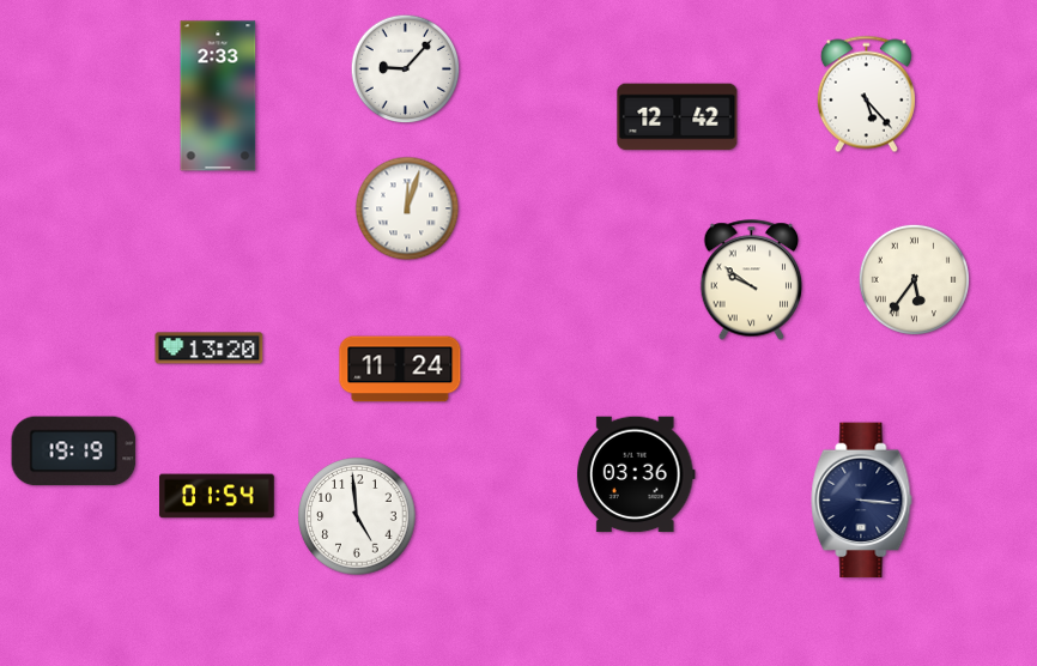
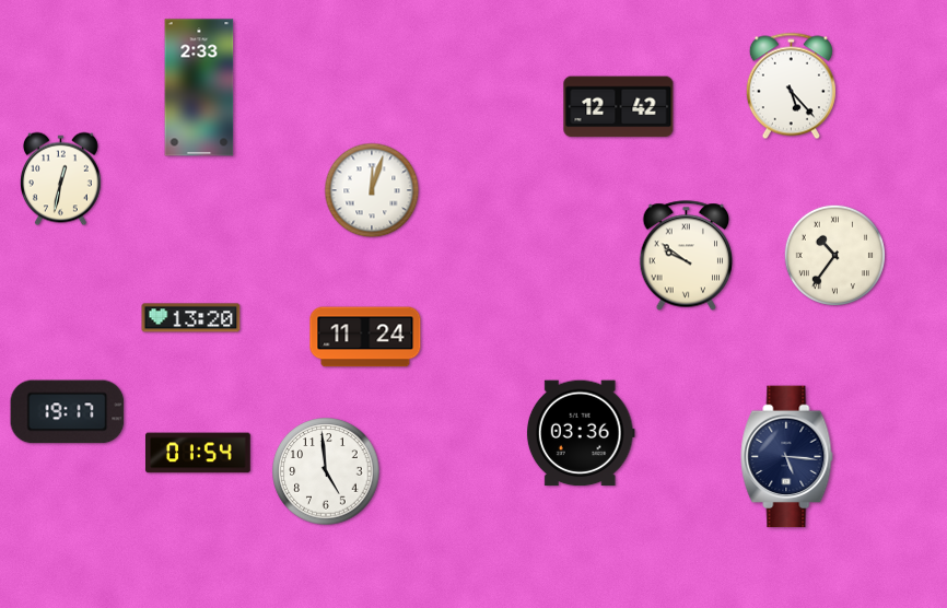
clock at (406, 69): 9:07 -> none
clock at (61, 179): none -> 12:32
clock at (914, 279): 5:36 -> 10:36
clock at (74, 452): 19:19 -> 19:17
clock at (862, 501): 3:16 -> 5:16
